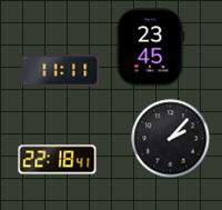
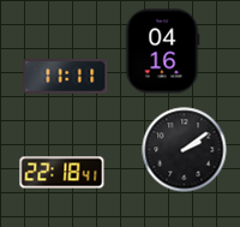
clock at (150, 48): 23:45 -> 04:16
clock at (171, 139): 2:07 -> 2:09
